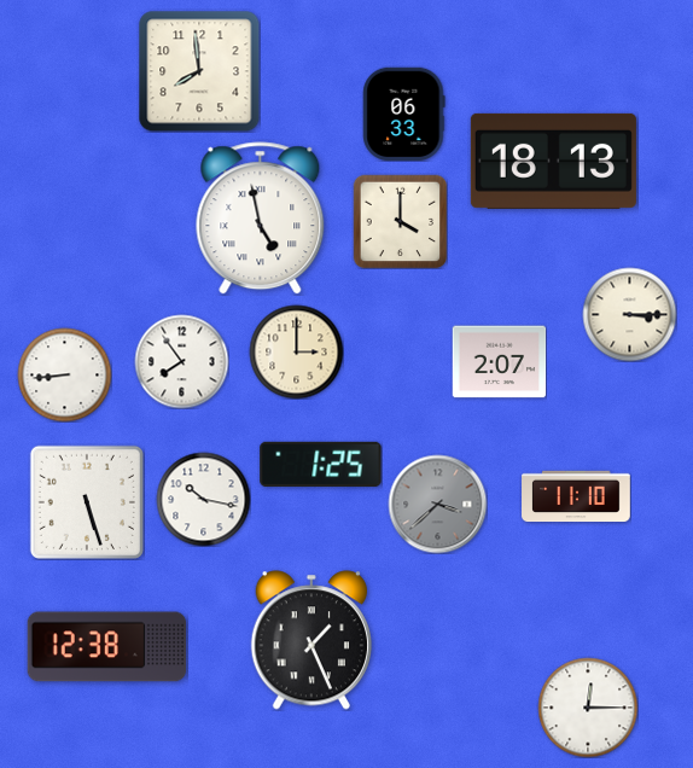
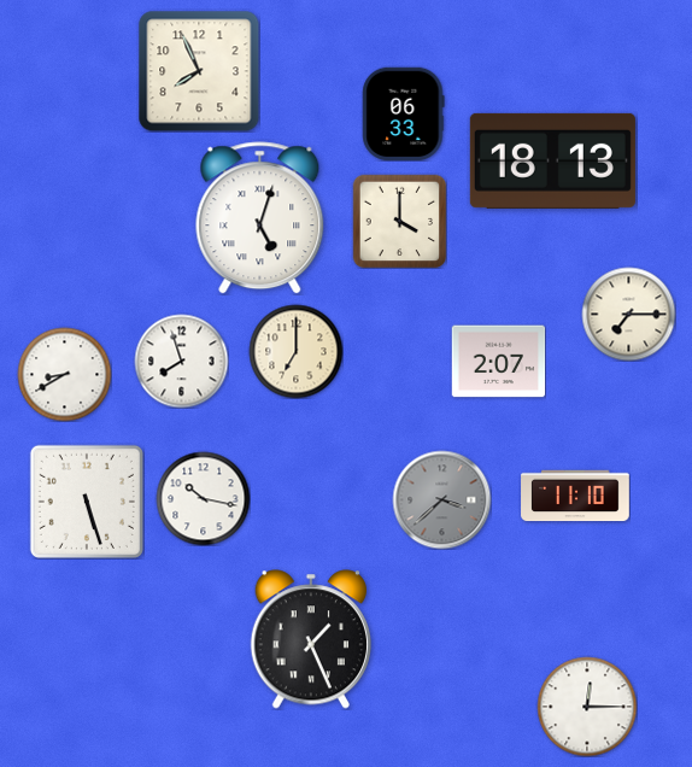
clock at (199, 71): 7:59 -> 7:56
clock at (261, 219): 4:58 -> 5:03
clock at (629, 314): 3:15 -> 7:15
clock at (296, 351): 3:00 -> 7:00
clock at (181, 361): 7:54 -> 7:57
clock at (64, 374): 8:44 -> 8:40
clock at (321, 464): 1:25 -> none
clock at (437, 504) position: (437, 504) -> (441, 499)
clock at (107, 647): 12:38 -> none
